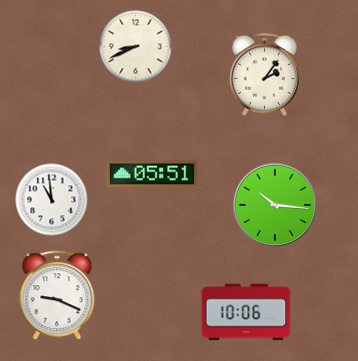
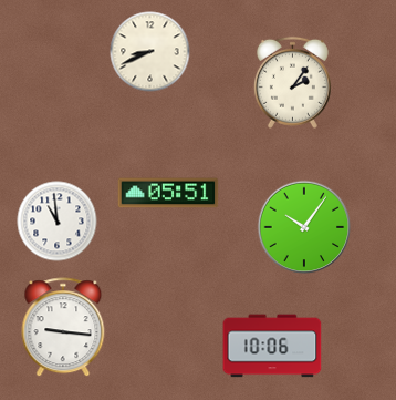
clock at (275, 205): 10:16 -> 10:06
clock at (57, 296): 9:19 -> 9:16
